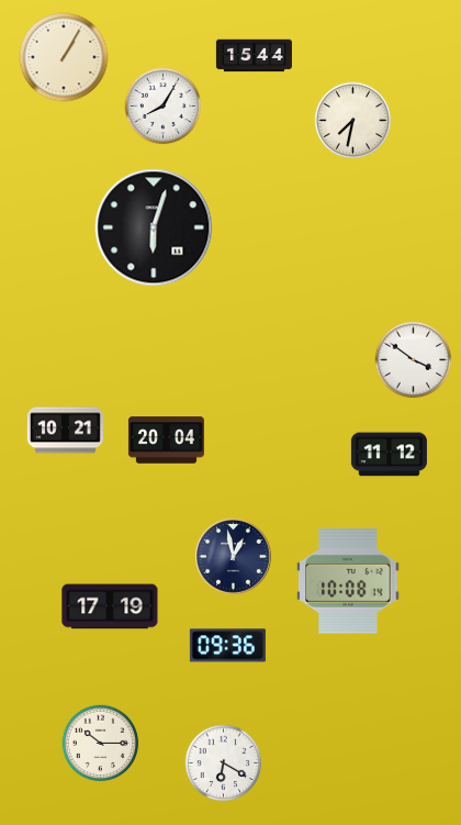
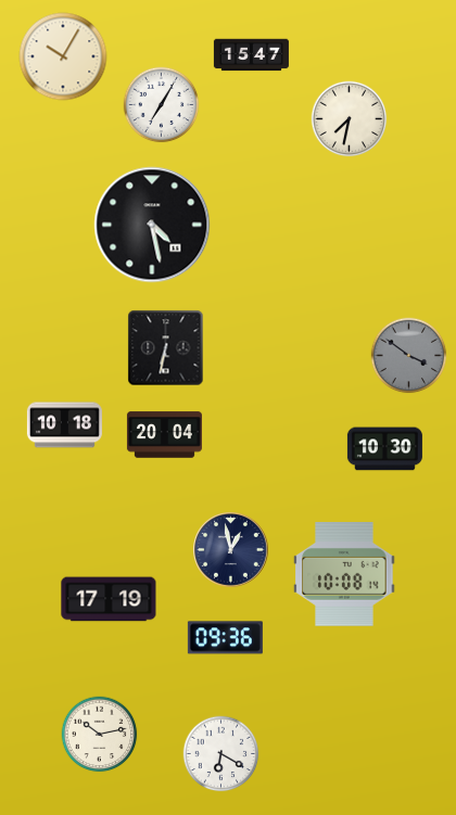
clock at (254, 56): 15:44 -> 15:47
clock at (64, 57): 1:05 -> 10:05
clock at (164, 107): 8:05 -> 7:05
clock at (154, 227): 6:03 -> 4:28
clock at (166, 348): none -> 6:32
clock at (414, 360) dial: white -> grey
clock at (65, 431): 10:21 -> 10:18
clock at (389, 455): 11:12 -> 10:30
clock at (101, 744): 10:15 -> 10:13
